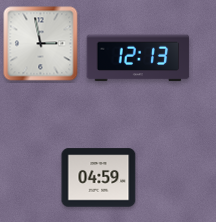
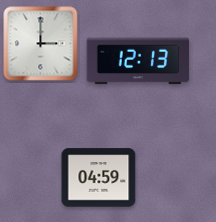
clock at (41, 44): 2:58 -> 3:00
clock at (138, 58) position: (138, 58) -> (138, 61)
